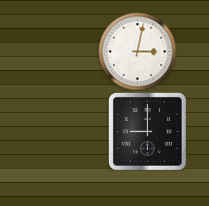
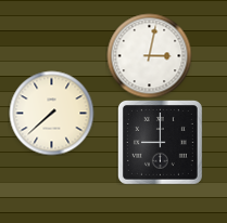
clock at (51, 113): none -> 7:38
